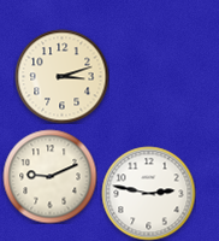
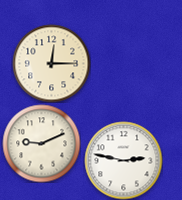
clock at (61, 76): 3:12 -> 12:15
clock at (49, 176) position: (49, 176) -> (41, 143)
